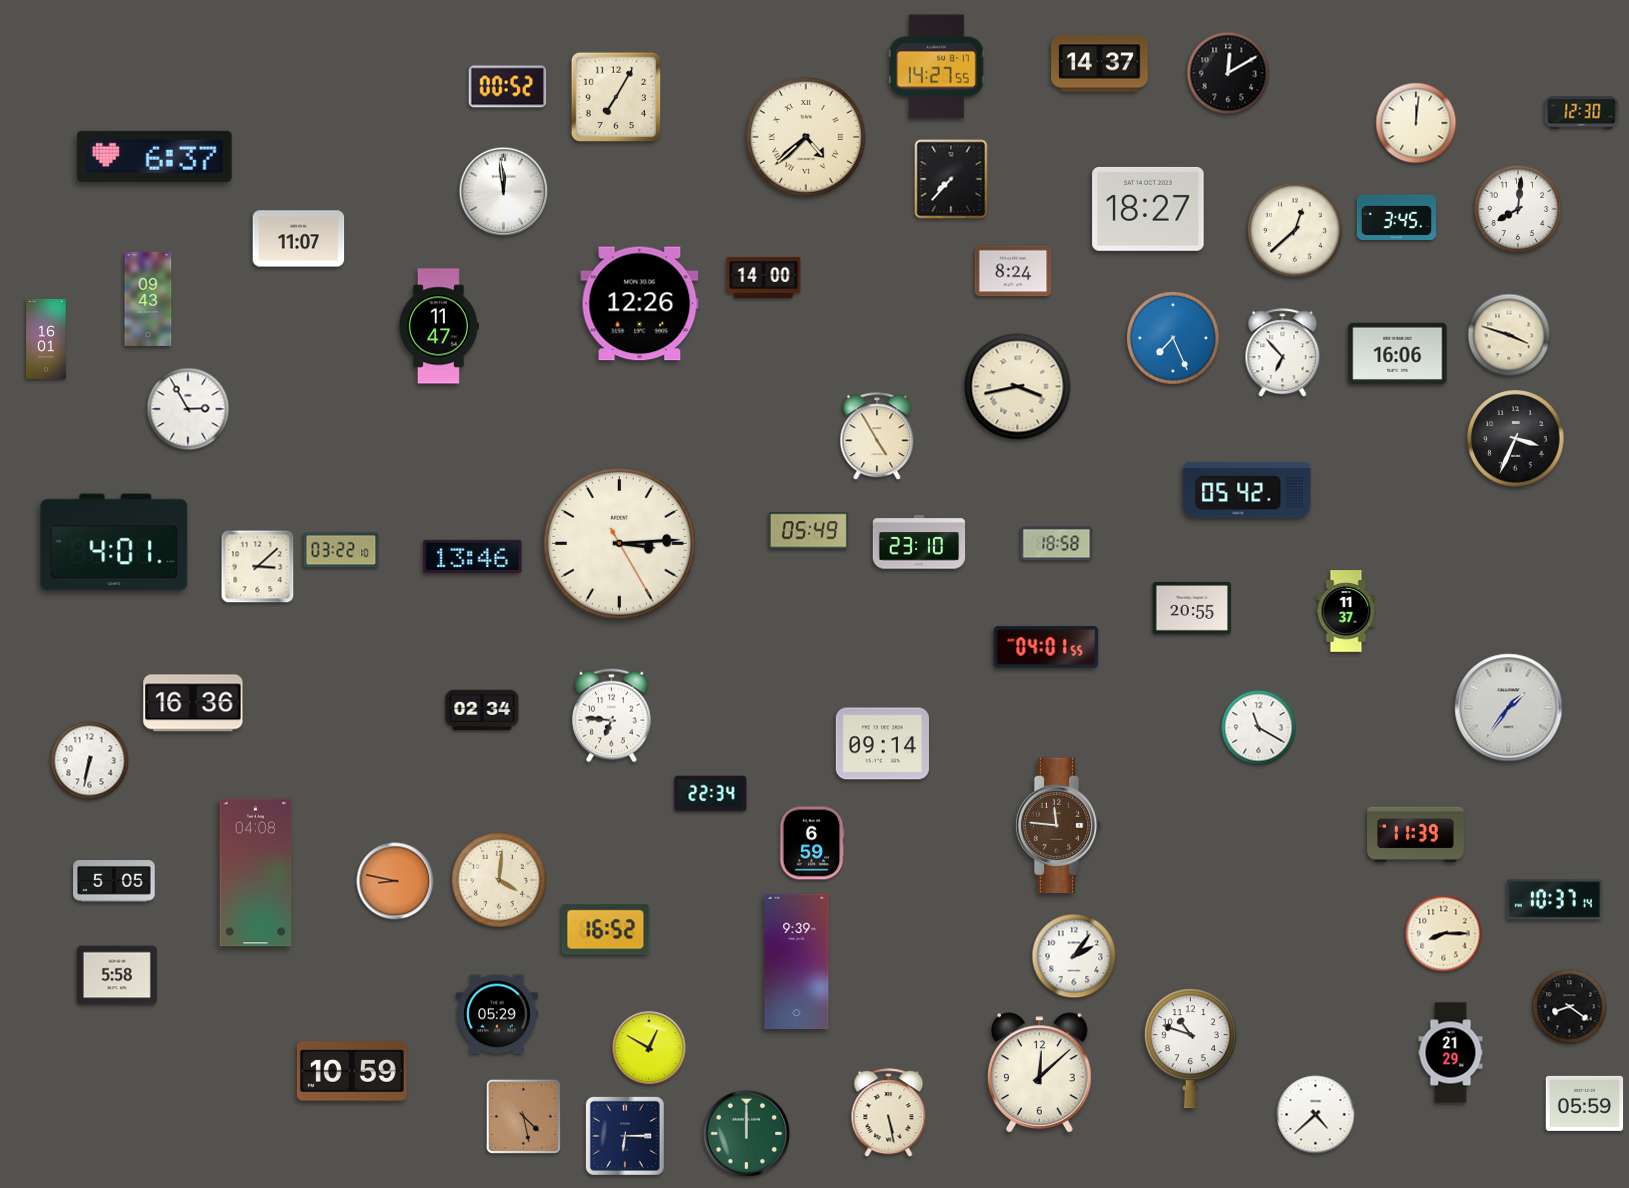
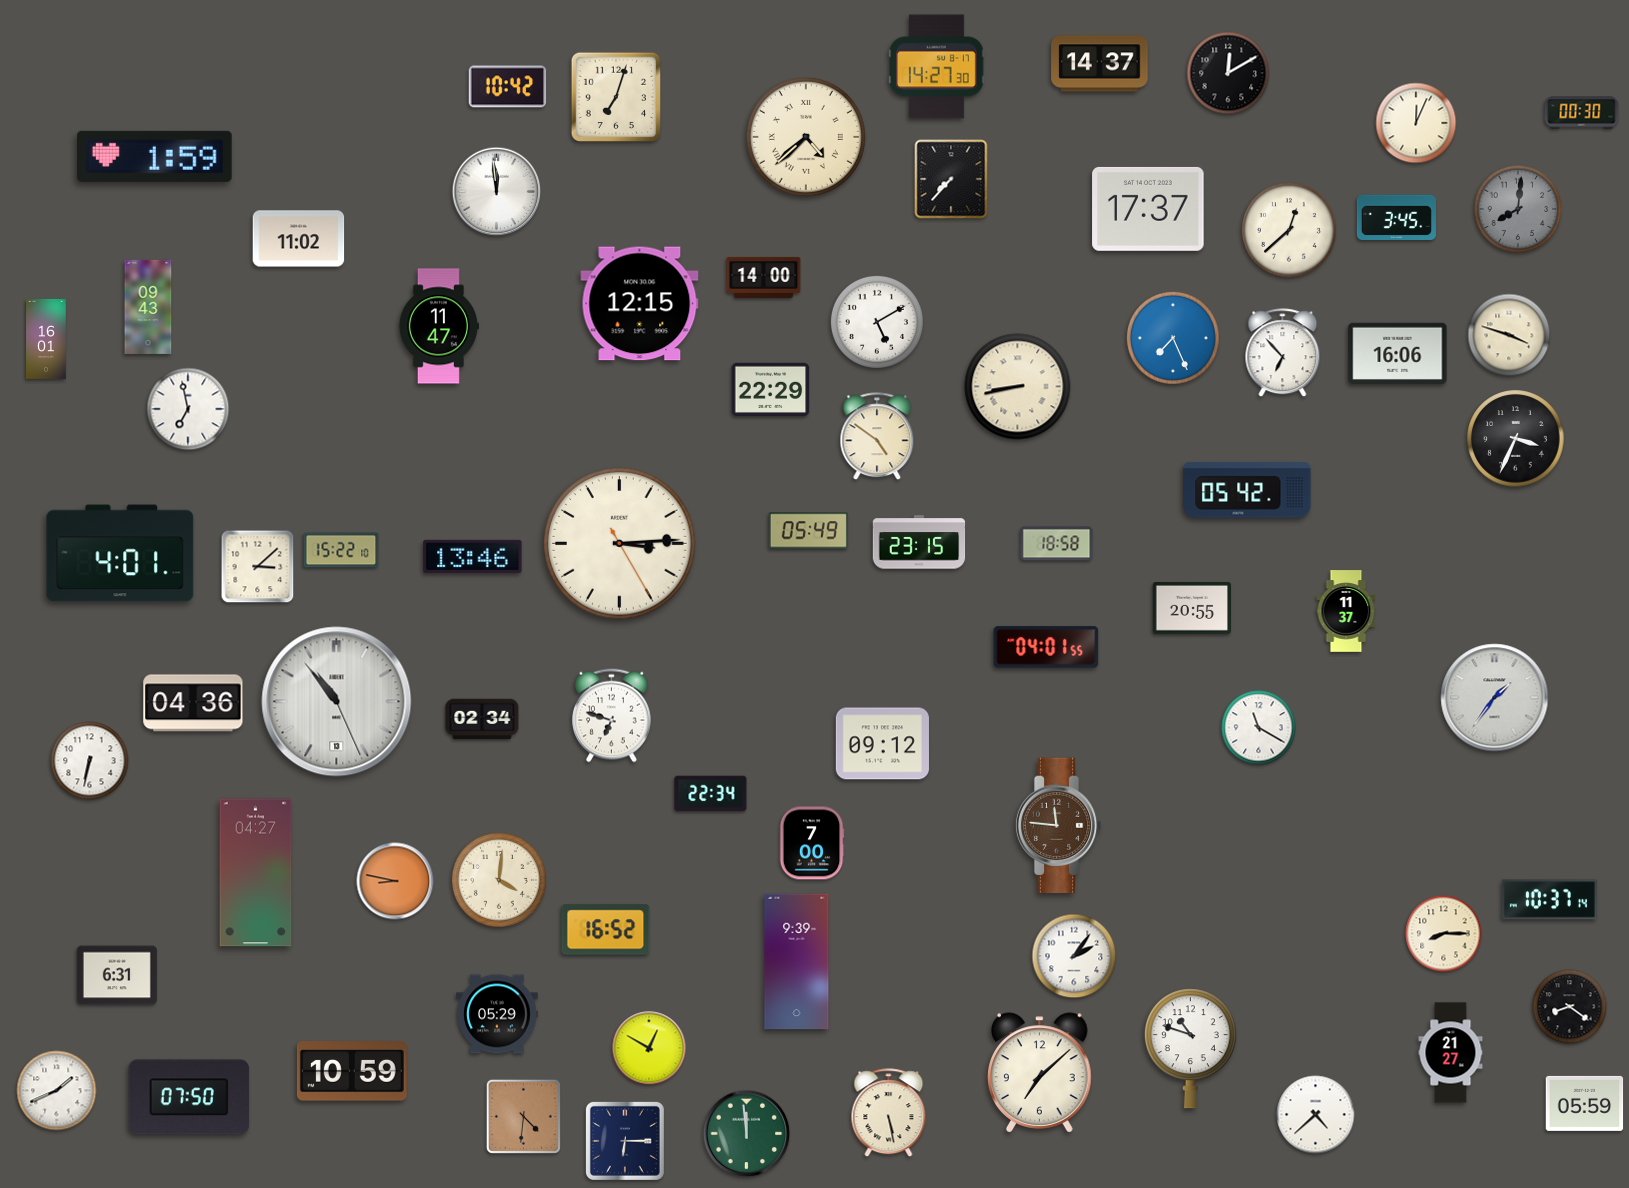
clock at (937, 67): 14:27:55 -> 14:27:30
clock at (508, 87): 00:52 -> 10:42
clock at (616, 97): 7:05 -> 7:03
clock at (1582, 113): 12:30 -> 00:30
clock at (1416, 123): 12:01 -> 12:04
clock at (155, 156): 6:37 -> 1:59
clock at (504, 192) position: (504, 192) -> (497, 192)
clock at (1148, 209): 18:27 -> 17:37
clock at (1518, 209) dial: white -> grey
clock at (1295, 230) position: (1295, 230) -> (1289, 230)
clock at (299, 239): 11:07 -> 11:02
clock at (1013, 271): 8:24 -> none
clock at (148, 299) position: (148, 299) -> (148, 307)
clock at (640, 304): 12:26 -> 12:15
clock at (877, 322): none -> 5:10
clock at (1018, 387): 3:43 -> 8:43
clock at (771, 389): none -> 22:29
clock at (188, 409): 2:55 -> 6:58
clock at (877, 437): 4:55 -> 4:51
clock at (114, 542) position: (114, 542) -> (120, 553)
clock at (919, 542): 23:10 -> 23:15
clock at (341, 550): 03:22 -> 15:22
clock at (337, 702): none -> 10:53
clock at (193, 703): 16:36 -> 04:36
clock at (1509, 708) position: (1509, 708) -> (1495, 698)
clock at (482, 710) position: (482, 710) -> (482, 719)
clock at (612, 716): 6:46 -> 6:48
clock at (882, 744): 09:14 -> 09:12
clock at (1416, 834): 11:39 -> none
clock at (812, 843): 6:59 -> 7:00
clock at (256, 873): 04:08 -> 04:27
clock at (114, 881): 5:05 -> none
clock at (1554, 900) position: (1554, 900) -> (1549, 900)
clock at (117, 975): 5:58 -> 6:31
clock at (1451, 1053): 21:29 -> 21:27
clock at (1040, 1073): 12:08 -> 7:08
clock at (57, 1091): none -> 1:41
clock at (189, 1097): none -> 07:50
clock at (523, 1116): 4:28 -> 4:31
clock at (747, 1134): 12:00 -> 11:59
clock at (625, 1136) position: (625, 1136) -> (625, 1141)
